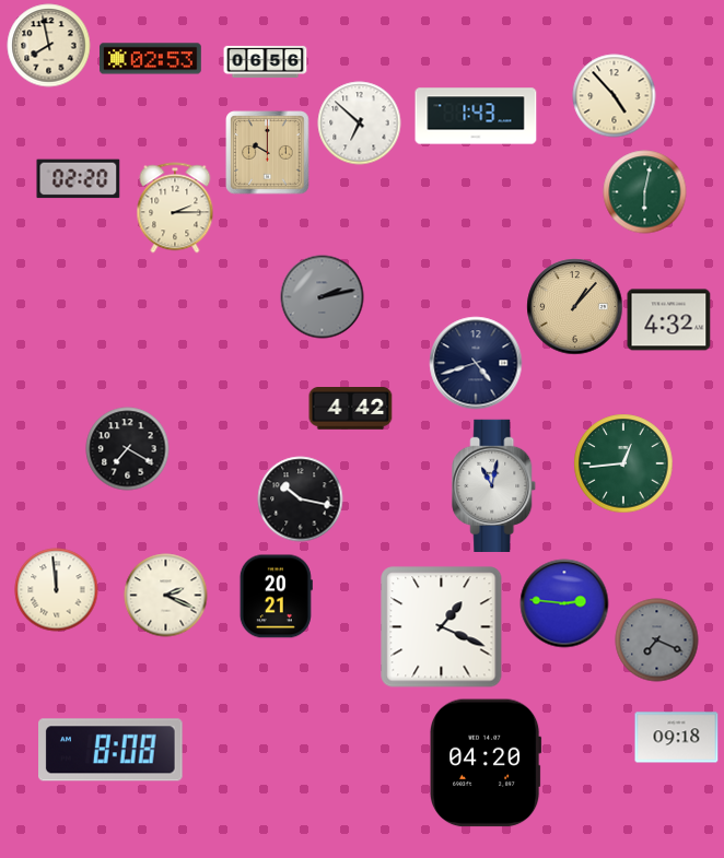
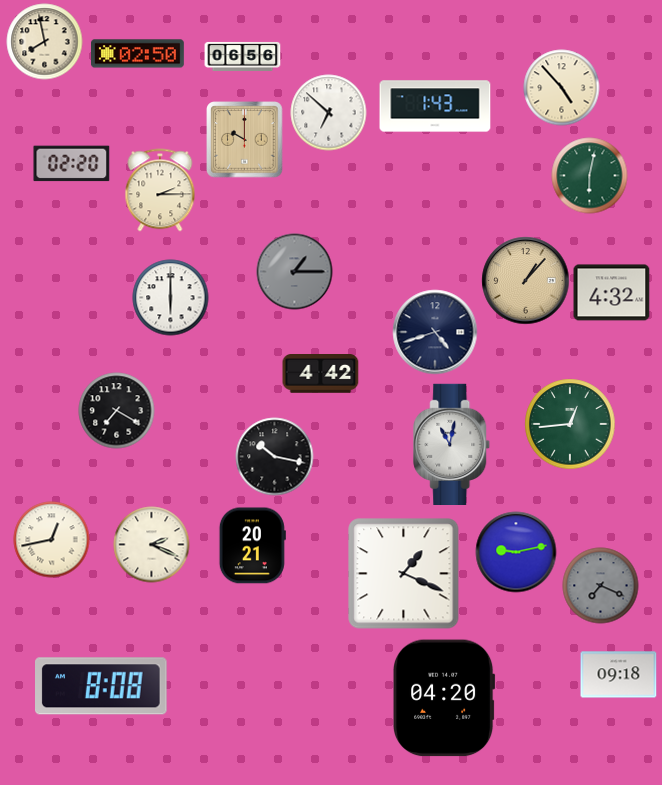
clock at (151, 59): 02:53 -> 02:50
clock at (323, 297): 2:13 -> 1:15
clock at (171, 298): none -> 6:00
clock at (57, 590): 11:59 -> 12:43
clock at (564, 603): 2:46 -> 9:13
